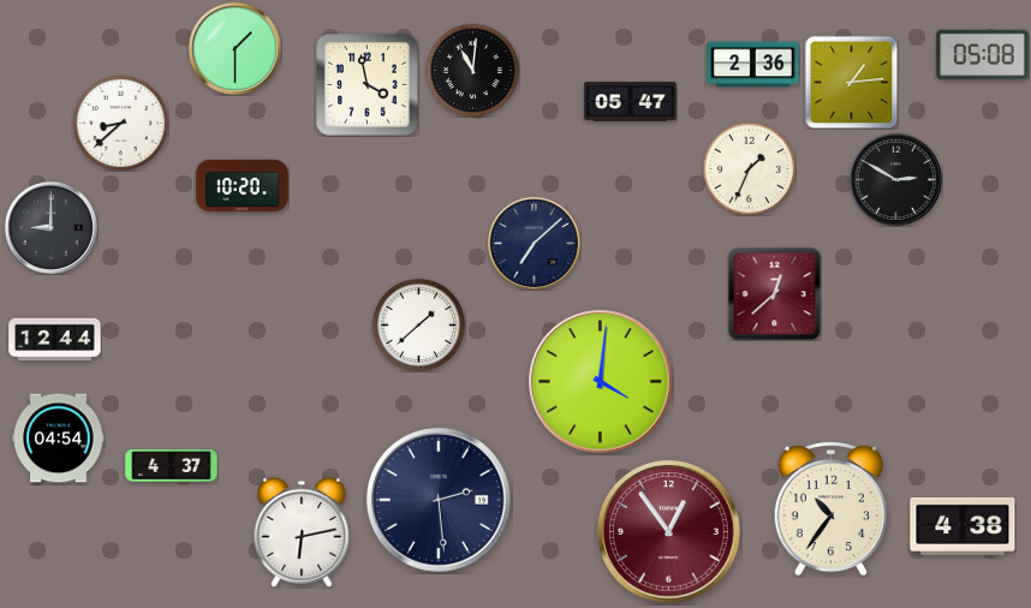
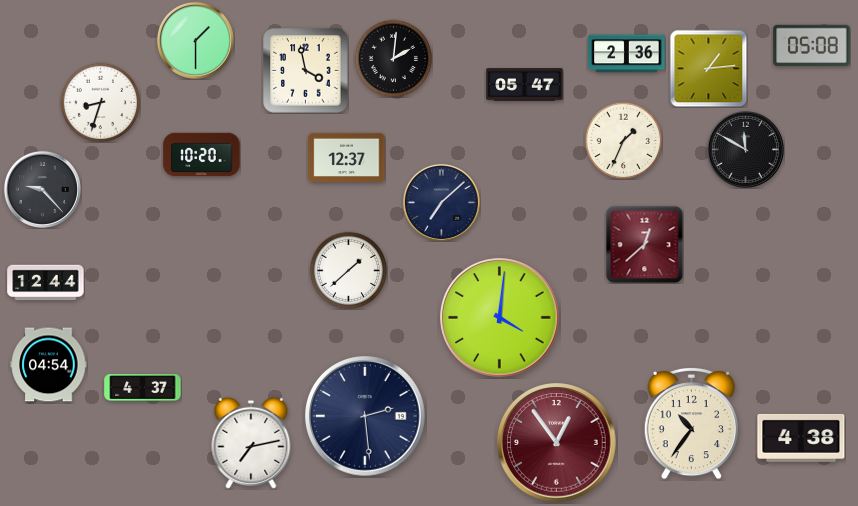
clock at (983, 55) position: (983, 55) -> (812, 46)
clock at (472, 70): 11:01 -> 2:01
clock at (120, 123): 8:38 -> 8:33
clock at (895, 179): 2:50 -> 11:50
clock at (347, 157): none -> 12:37
clock at (50, 227): 9:00 -> 9:23
clock at (534, 243) position: (534, 243) -> (441, 202)
clock at (302, 532): 6:13 -> 7:13
